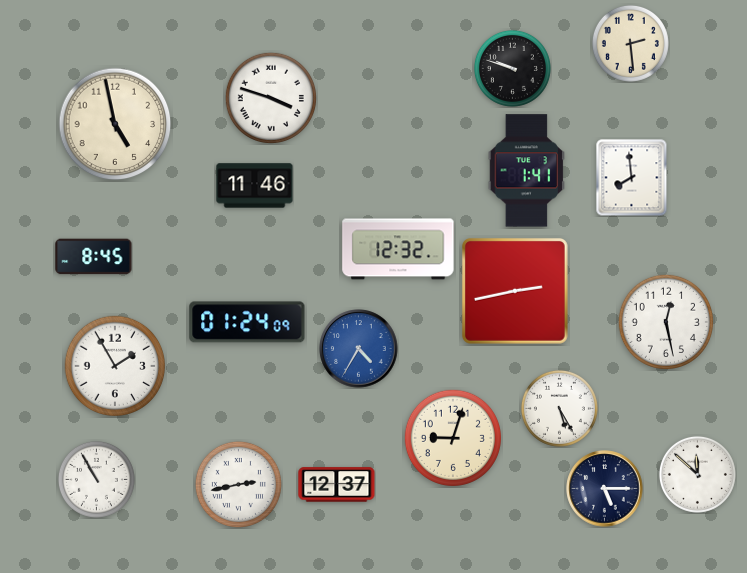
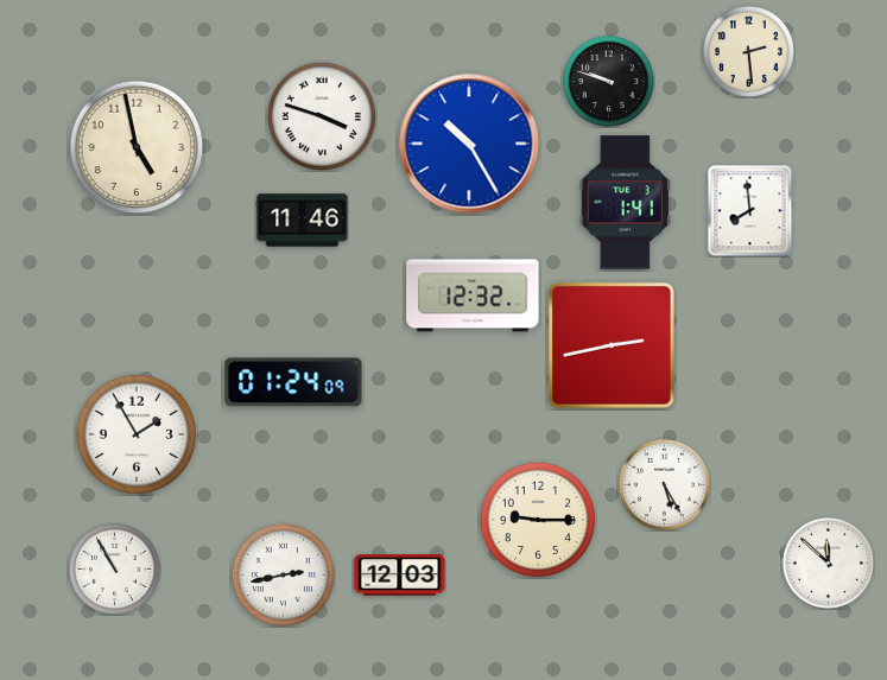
clock at (469, 144): none -> 10:25
clock at (94, 257): 8:45 -> none
clock at (666, 322): 12:28 -> none
clock at (359, 349): 4:35 -> none
clock at (452, 437): 9:03 -> 9:15
clock at (337, 485): 12:37 -> 12:03
clock at (605, 489): 5:15 -> none
